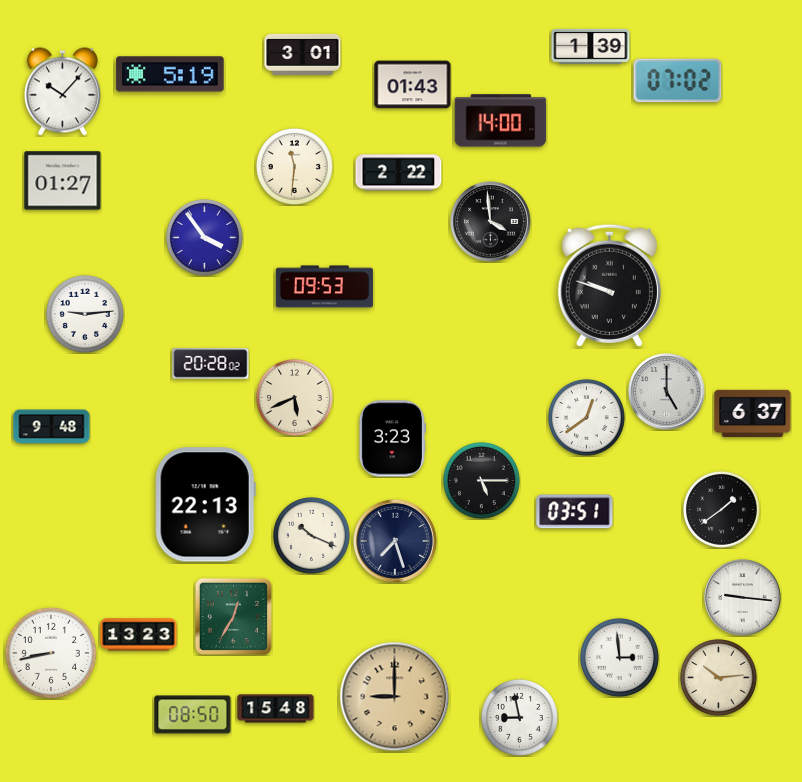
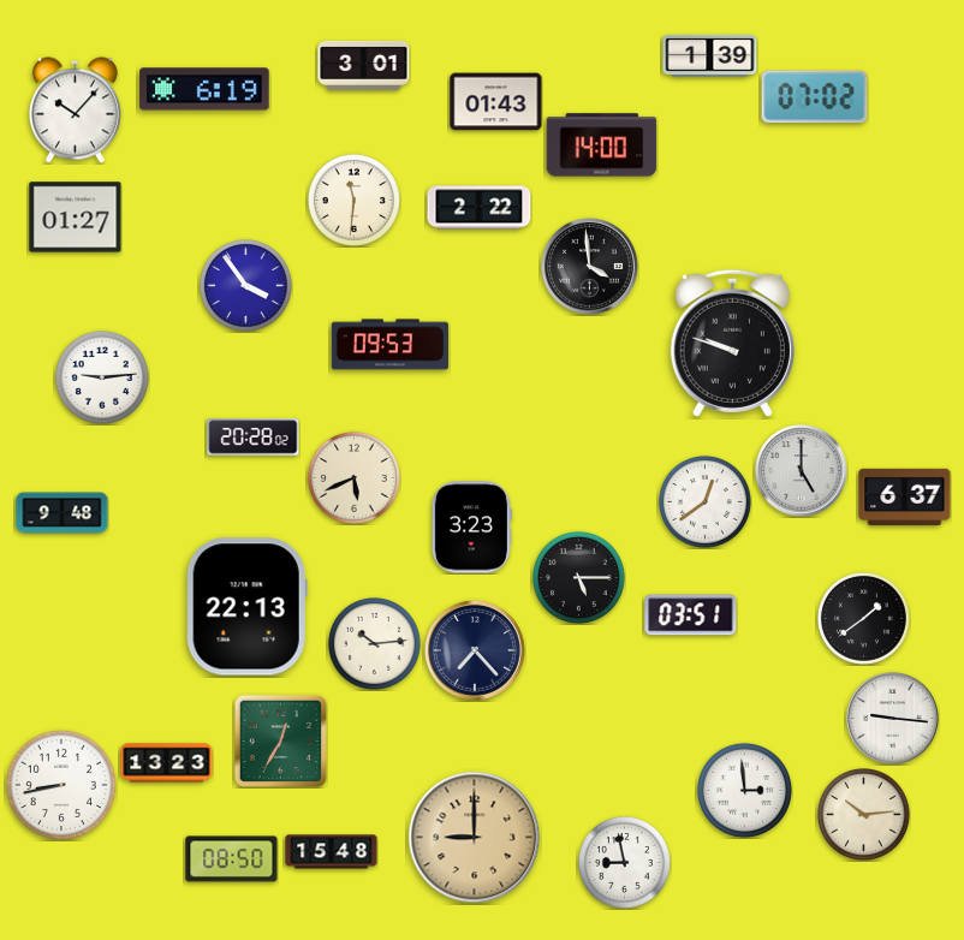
clock at (170, 74): 5:19 -> 6:19
clock at (721, 509) position: (721, 509) -> (863, 618)
clock at (311, 535): 10:19 -> 10:14
clock at (395, 541): 7:27 -> 7:23
